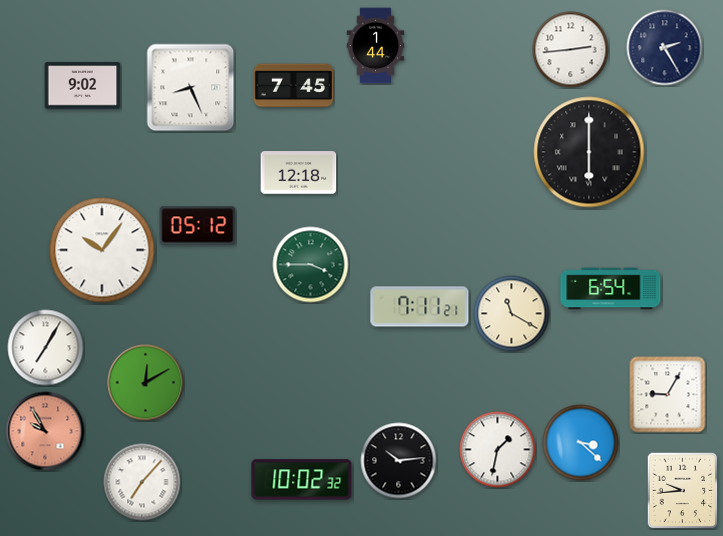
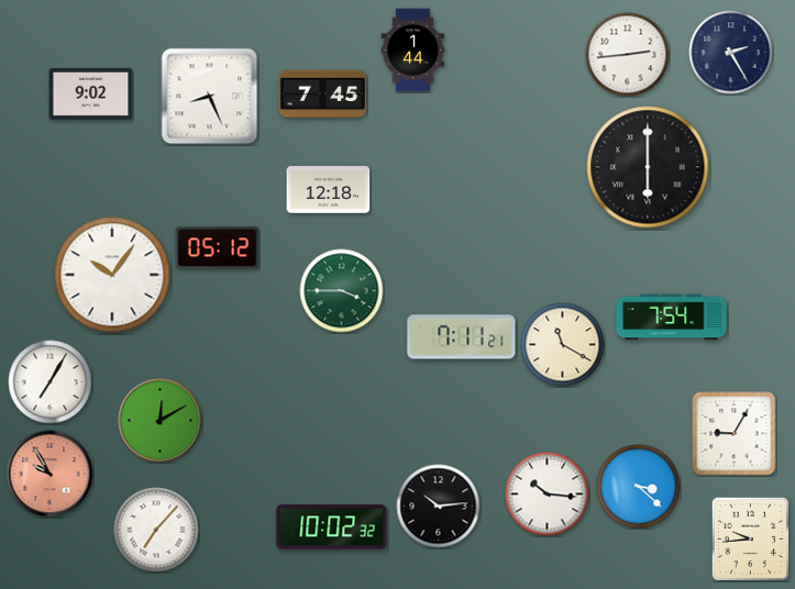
clock at (611, 289): 6:54 -> 7:54
clock at (498, 450): 1:32 -> 10:16
